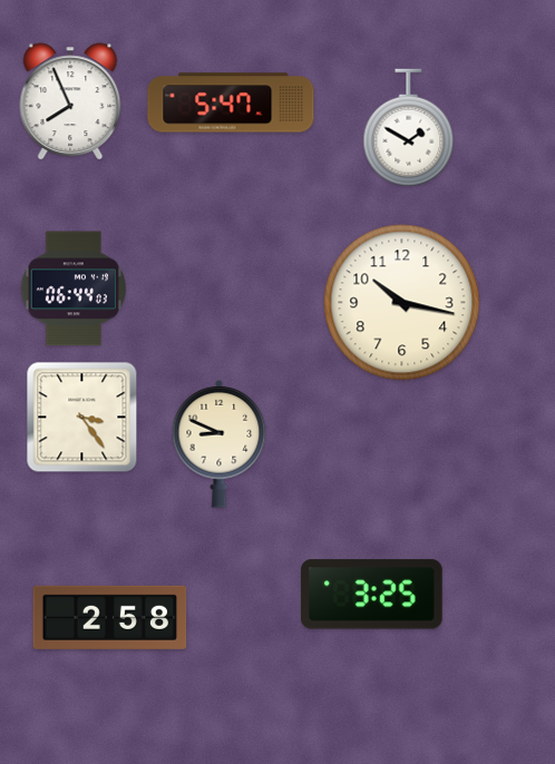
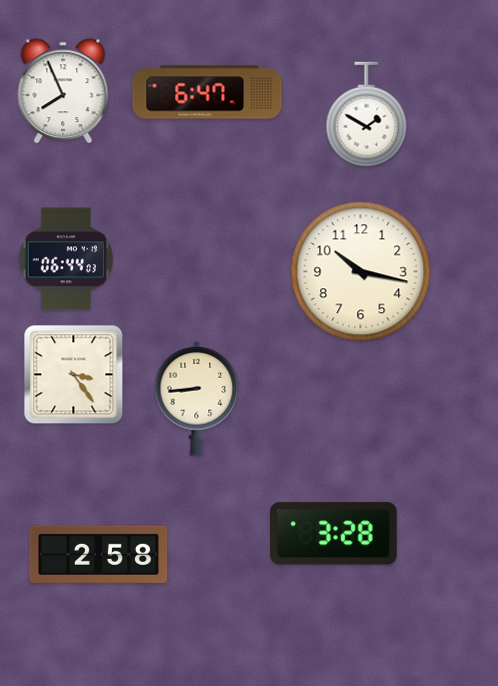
clock at (231, 102): 5:47 -> 6:47
clock at (220, 443): 8:49 -> 8:44
clock at (371, 595): 3:25 -> 3:28
